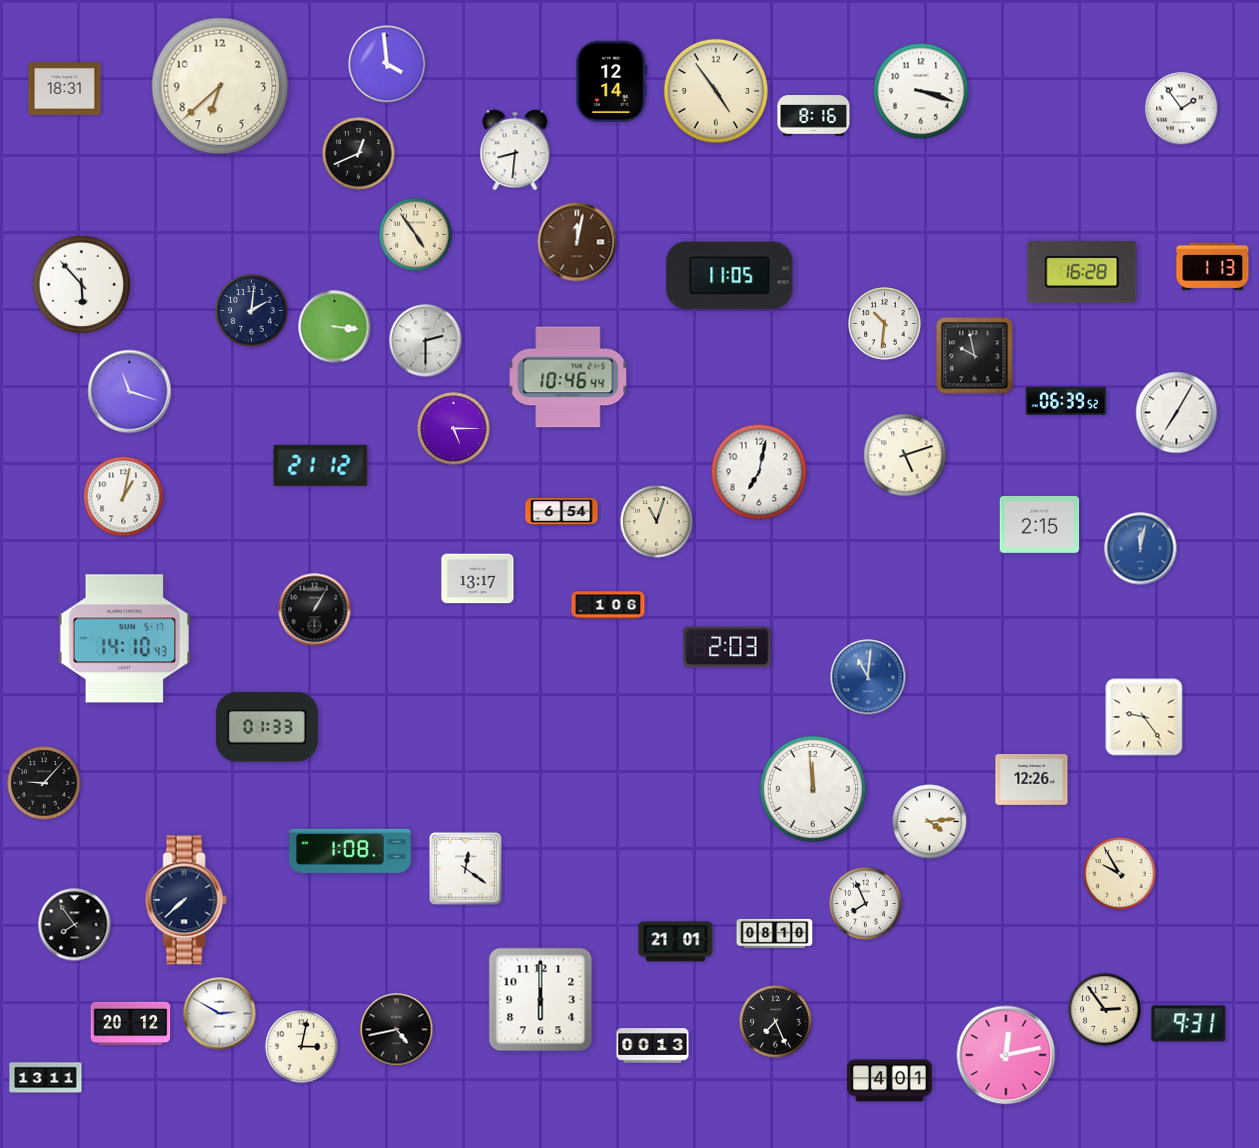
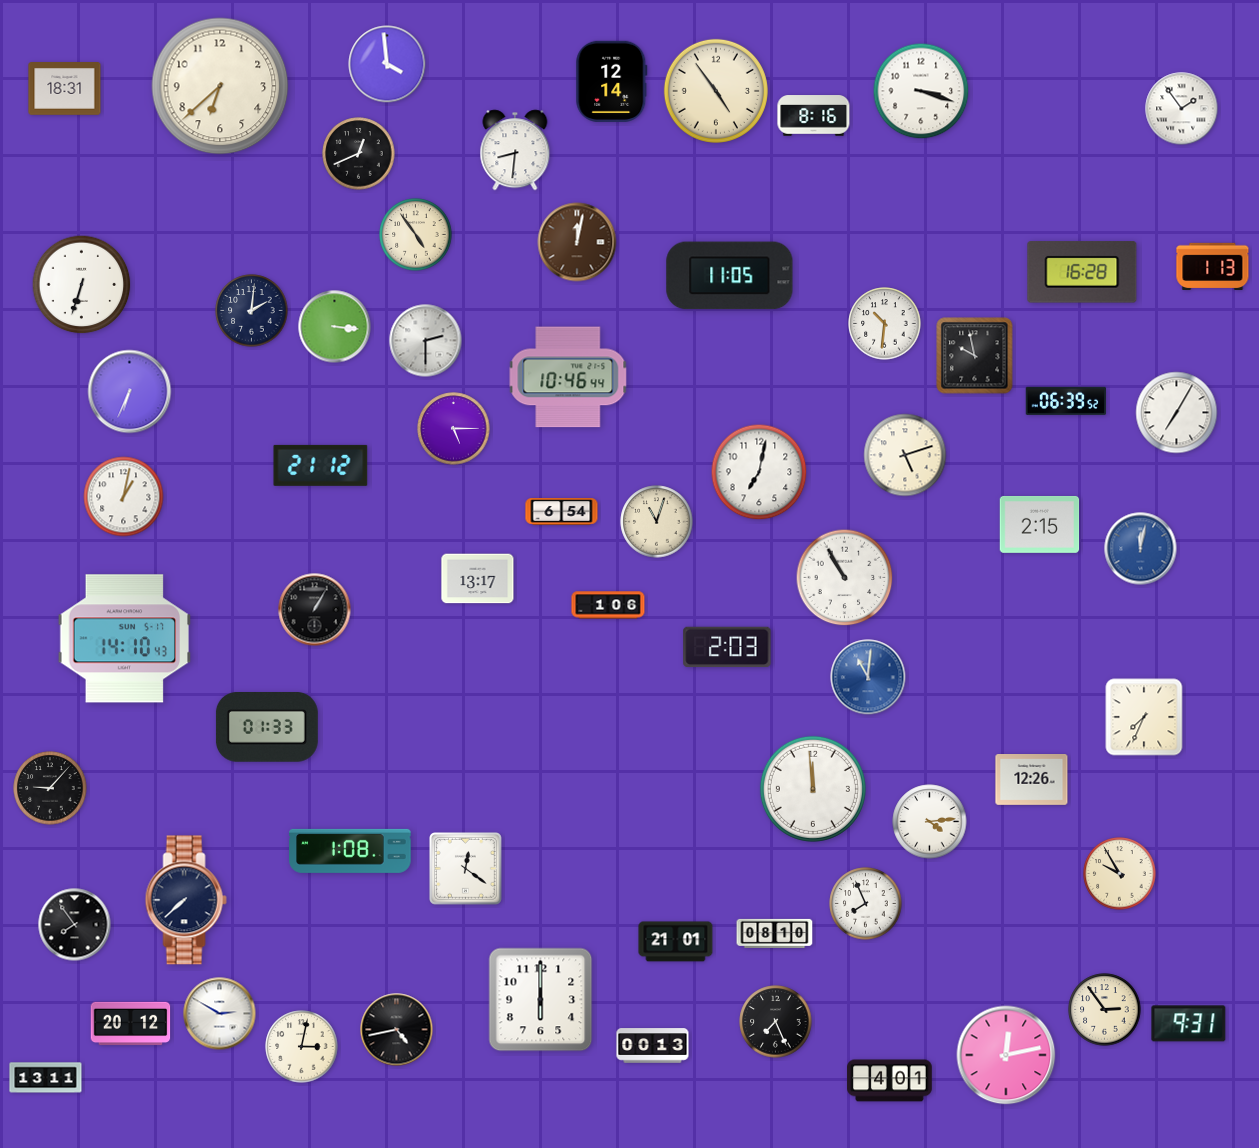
clock at (82, 285): 5:53 -> 6:33
clock at (130, 392): 11:18 -> 6:34
clock at (845, 578): none -> 10:55
clock at (1144, 717): 9:24 -> 7:34
clock at (44, 783) position: (44, 783) -> (50, 788)
